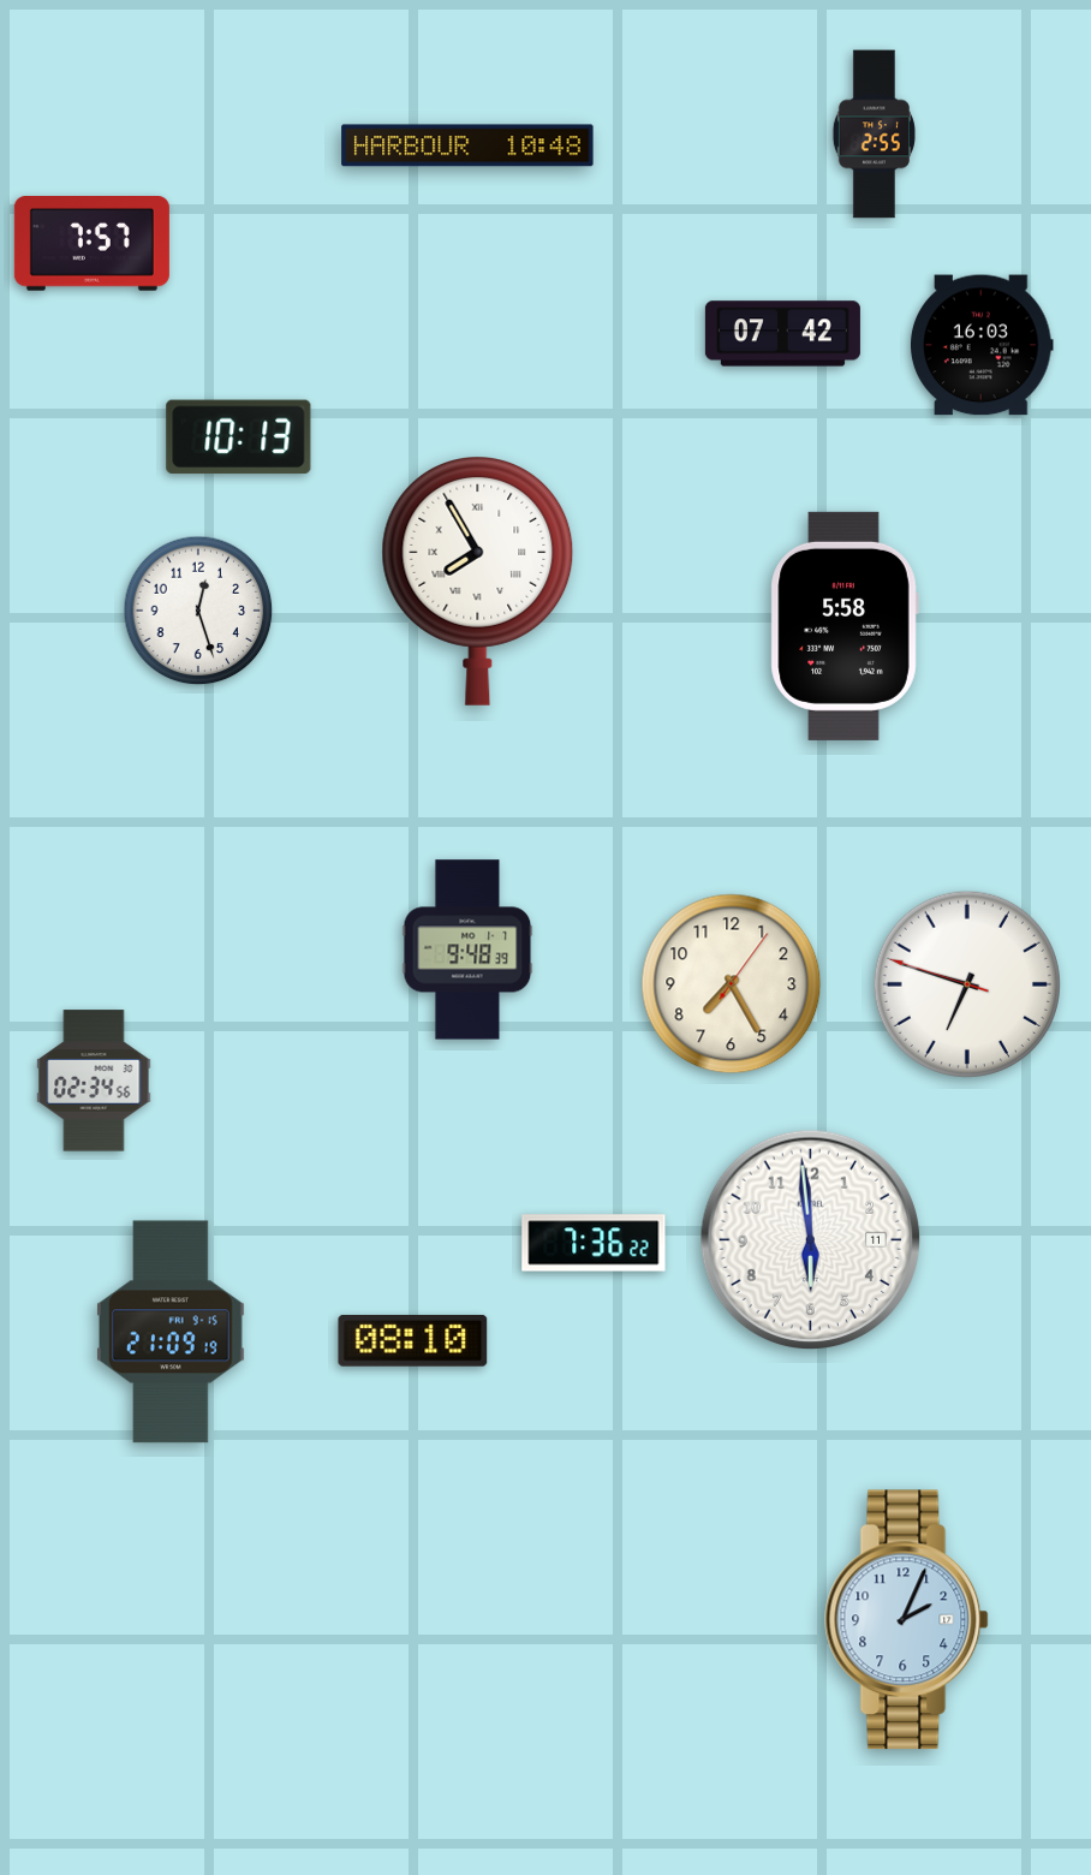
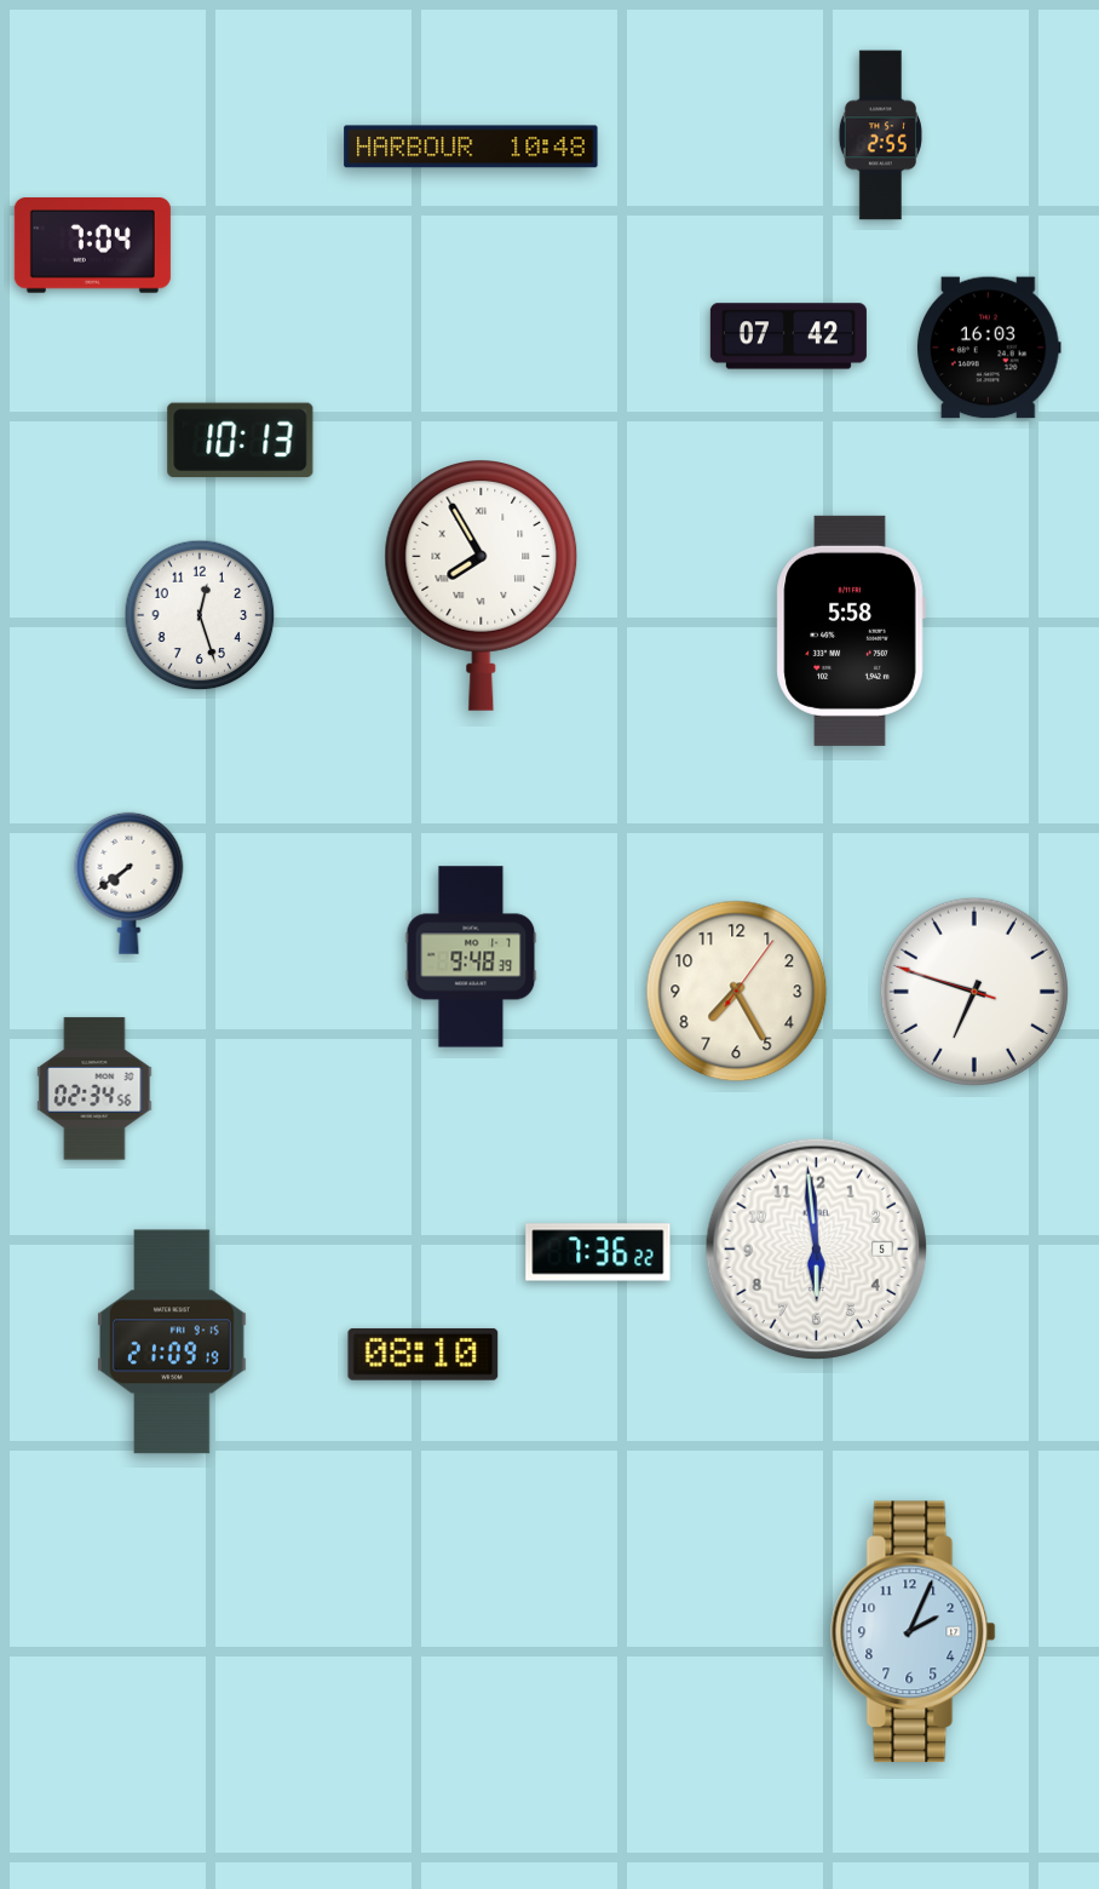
clock at (91, 244): 7:57 -> 7:04
clock at (130, 883): none -> 7:39
clock at (811, 1240) date: 11 -> 5
clock at (413, 1340) position: (413, 1340) -> (424, 1354)
